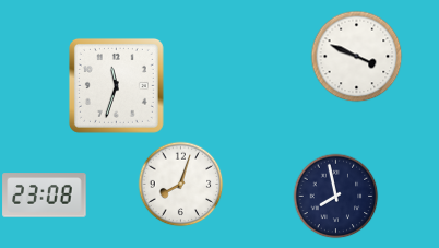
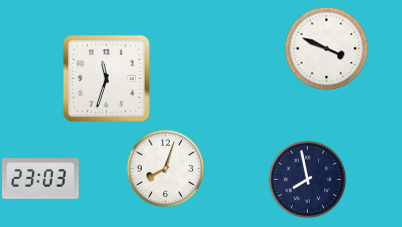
clock at (356, 56) position: (356, 56) -> (326, 48)
clock at (45, 196): 23:08 -> 23:03
